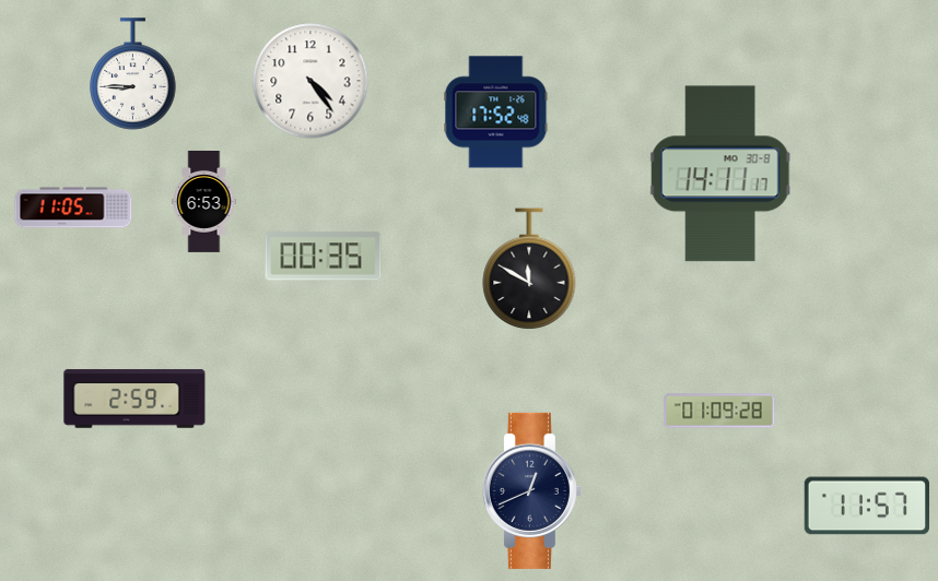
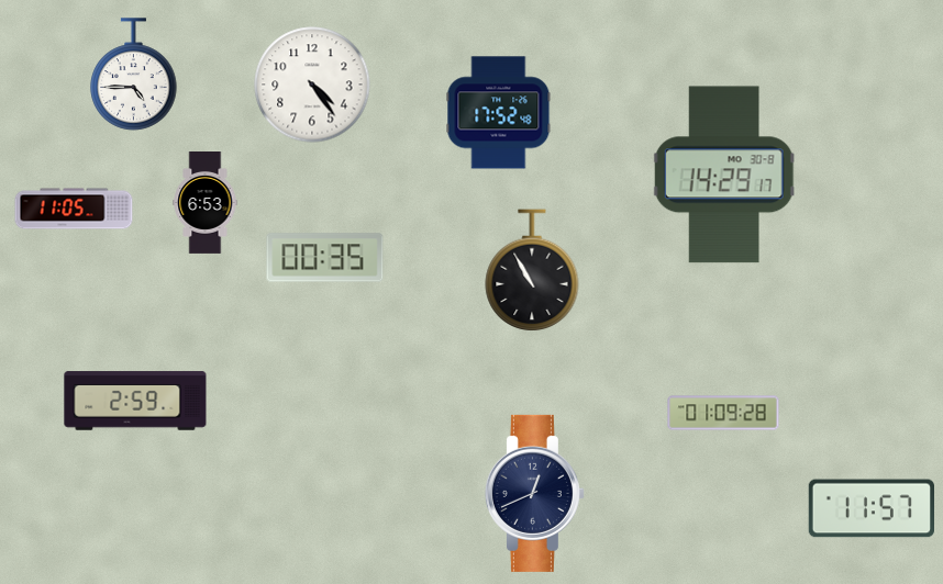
clock at (133, 74): 8:45 -> 4:45
clock at (310, 81) position: (310, 81) -> (312, 85)
clock at (720, 174): 14:11 -> 14:29
clock at (529, 269): 11:50 -> 10:55
